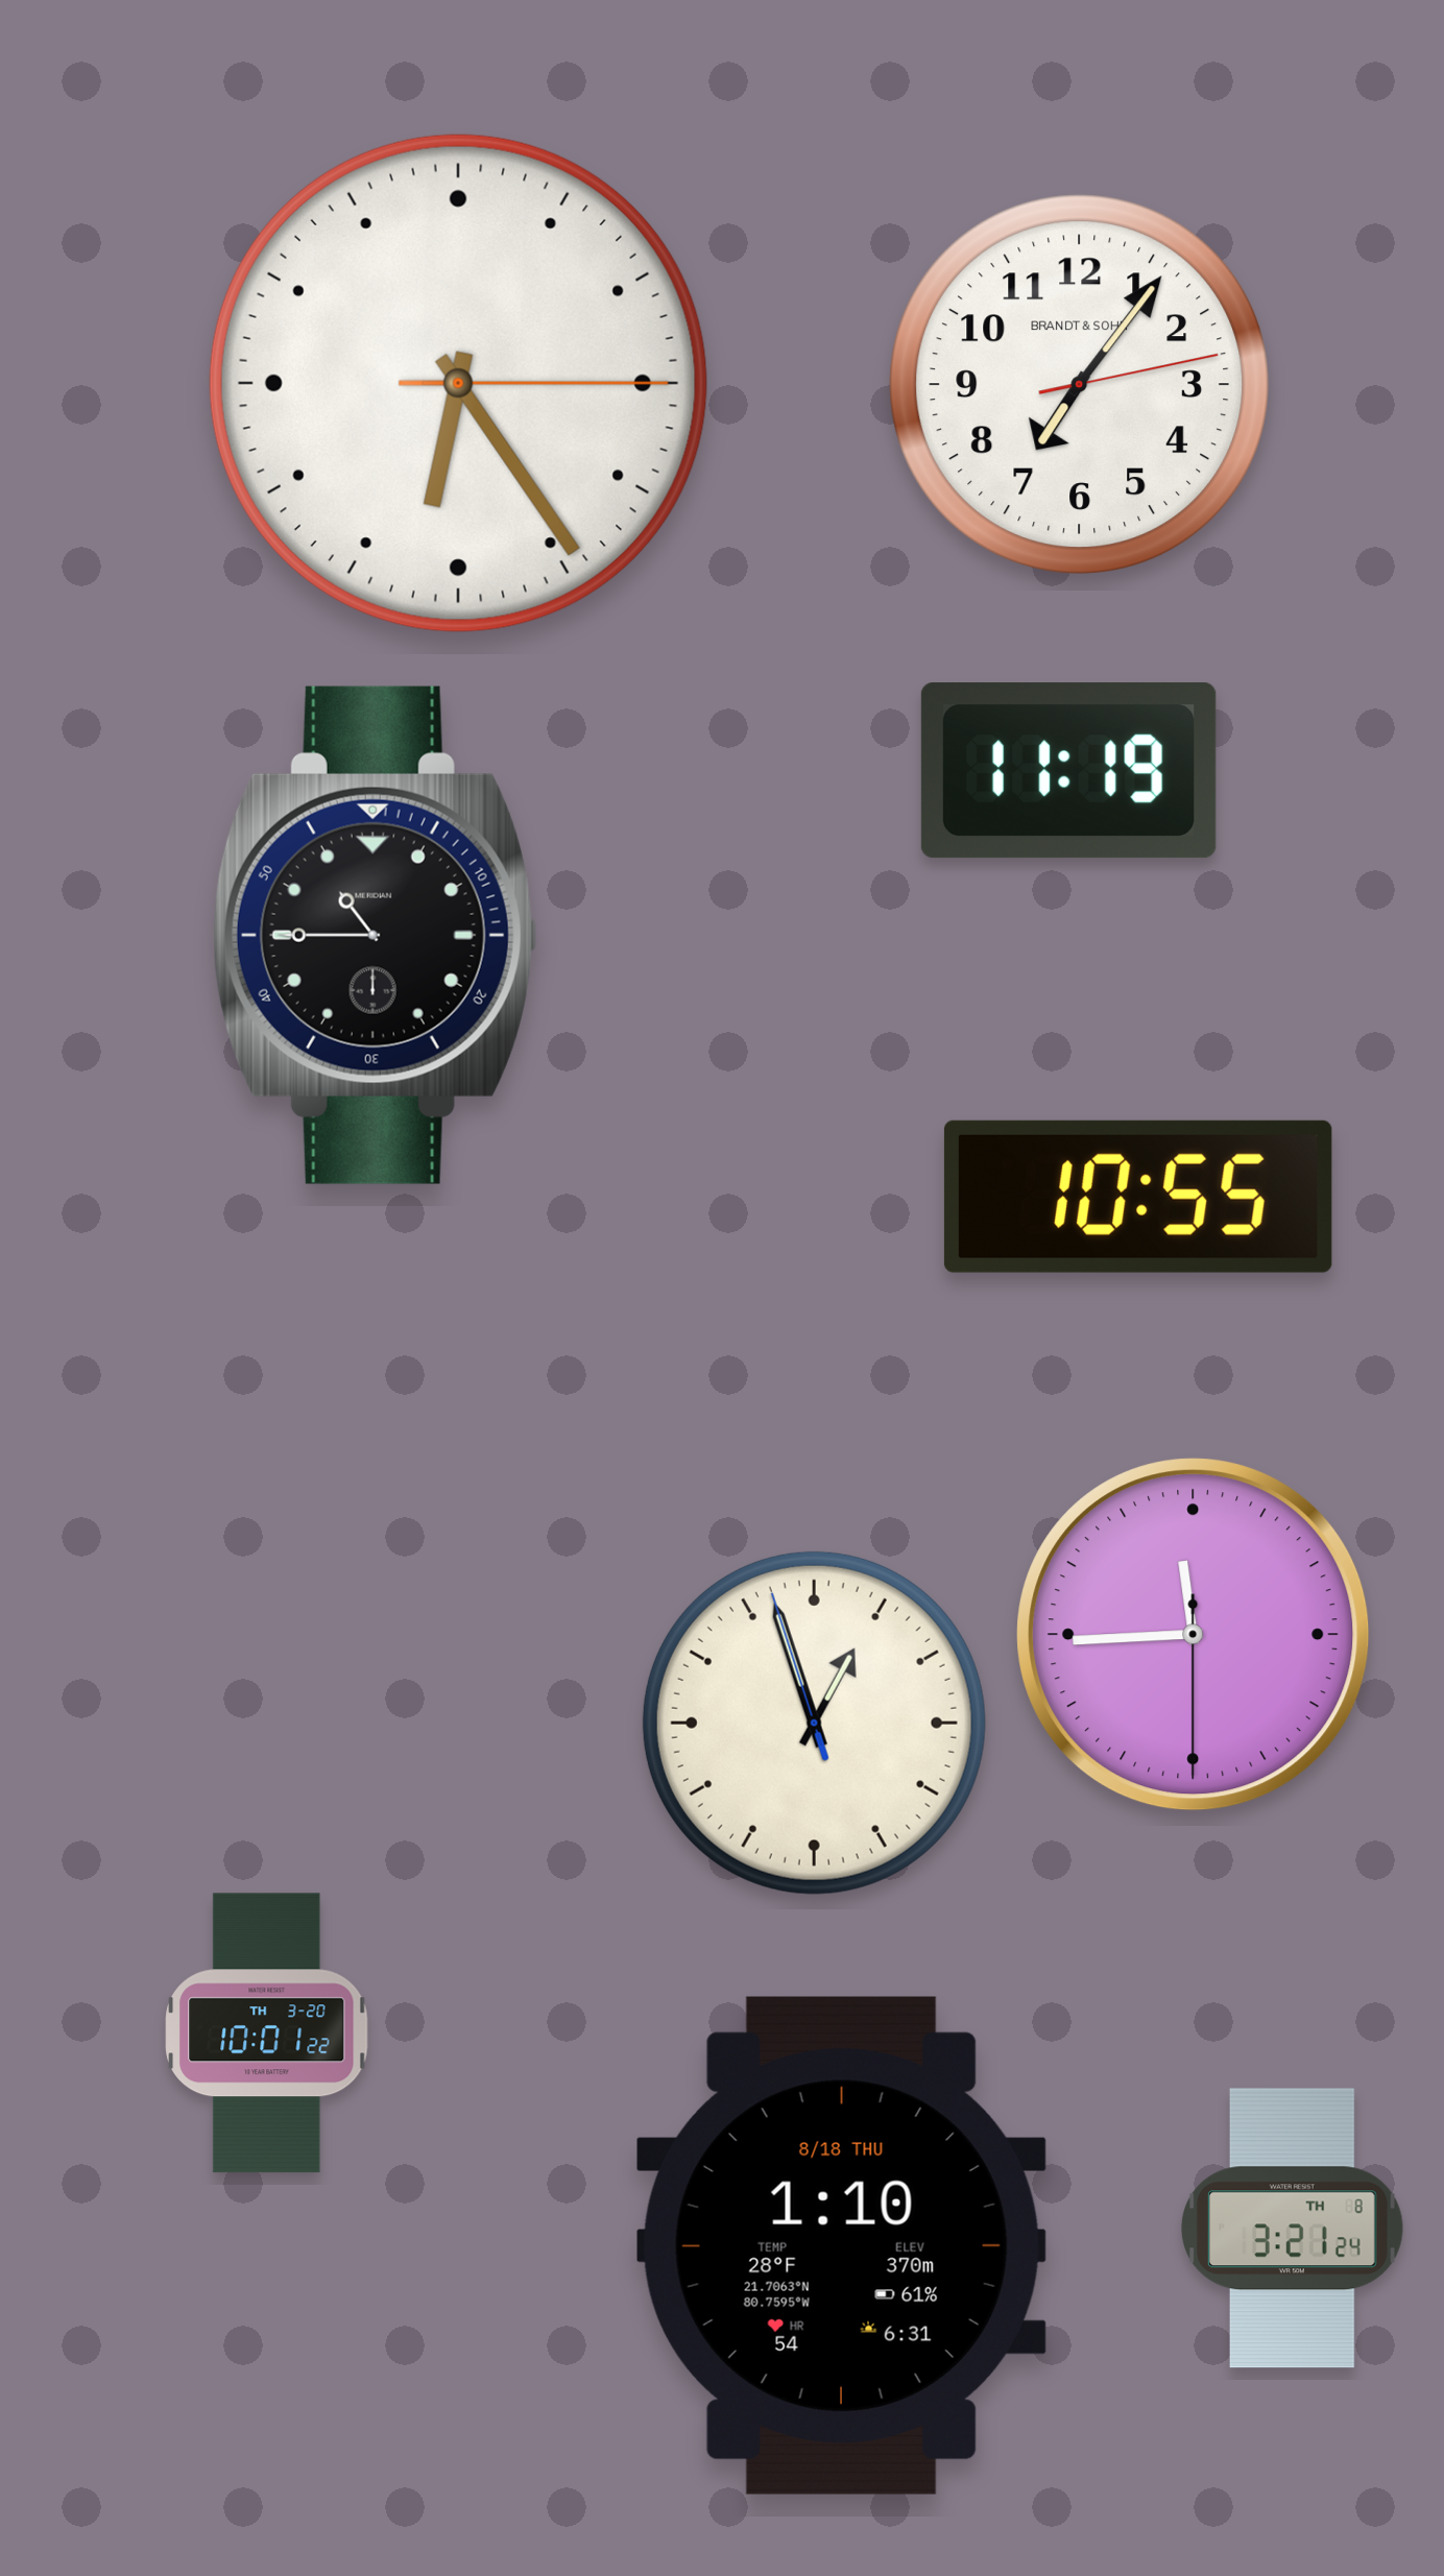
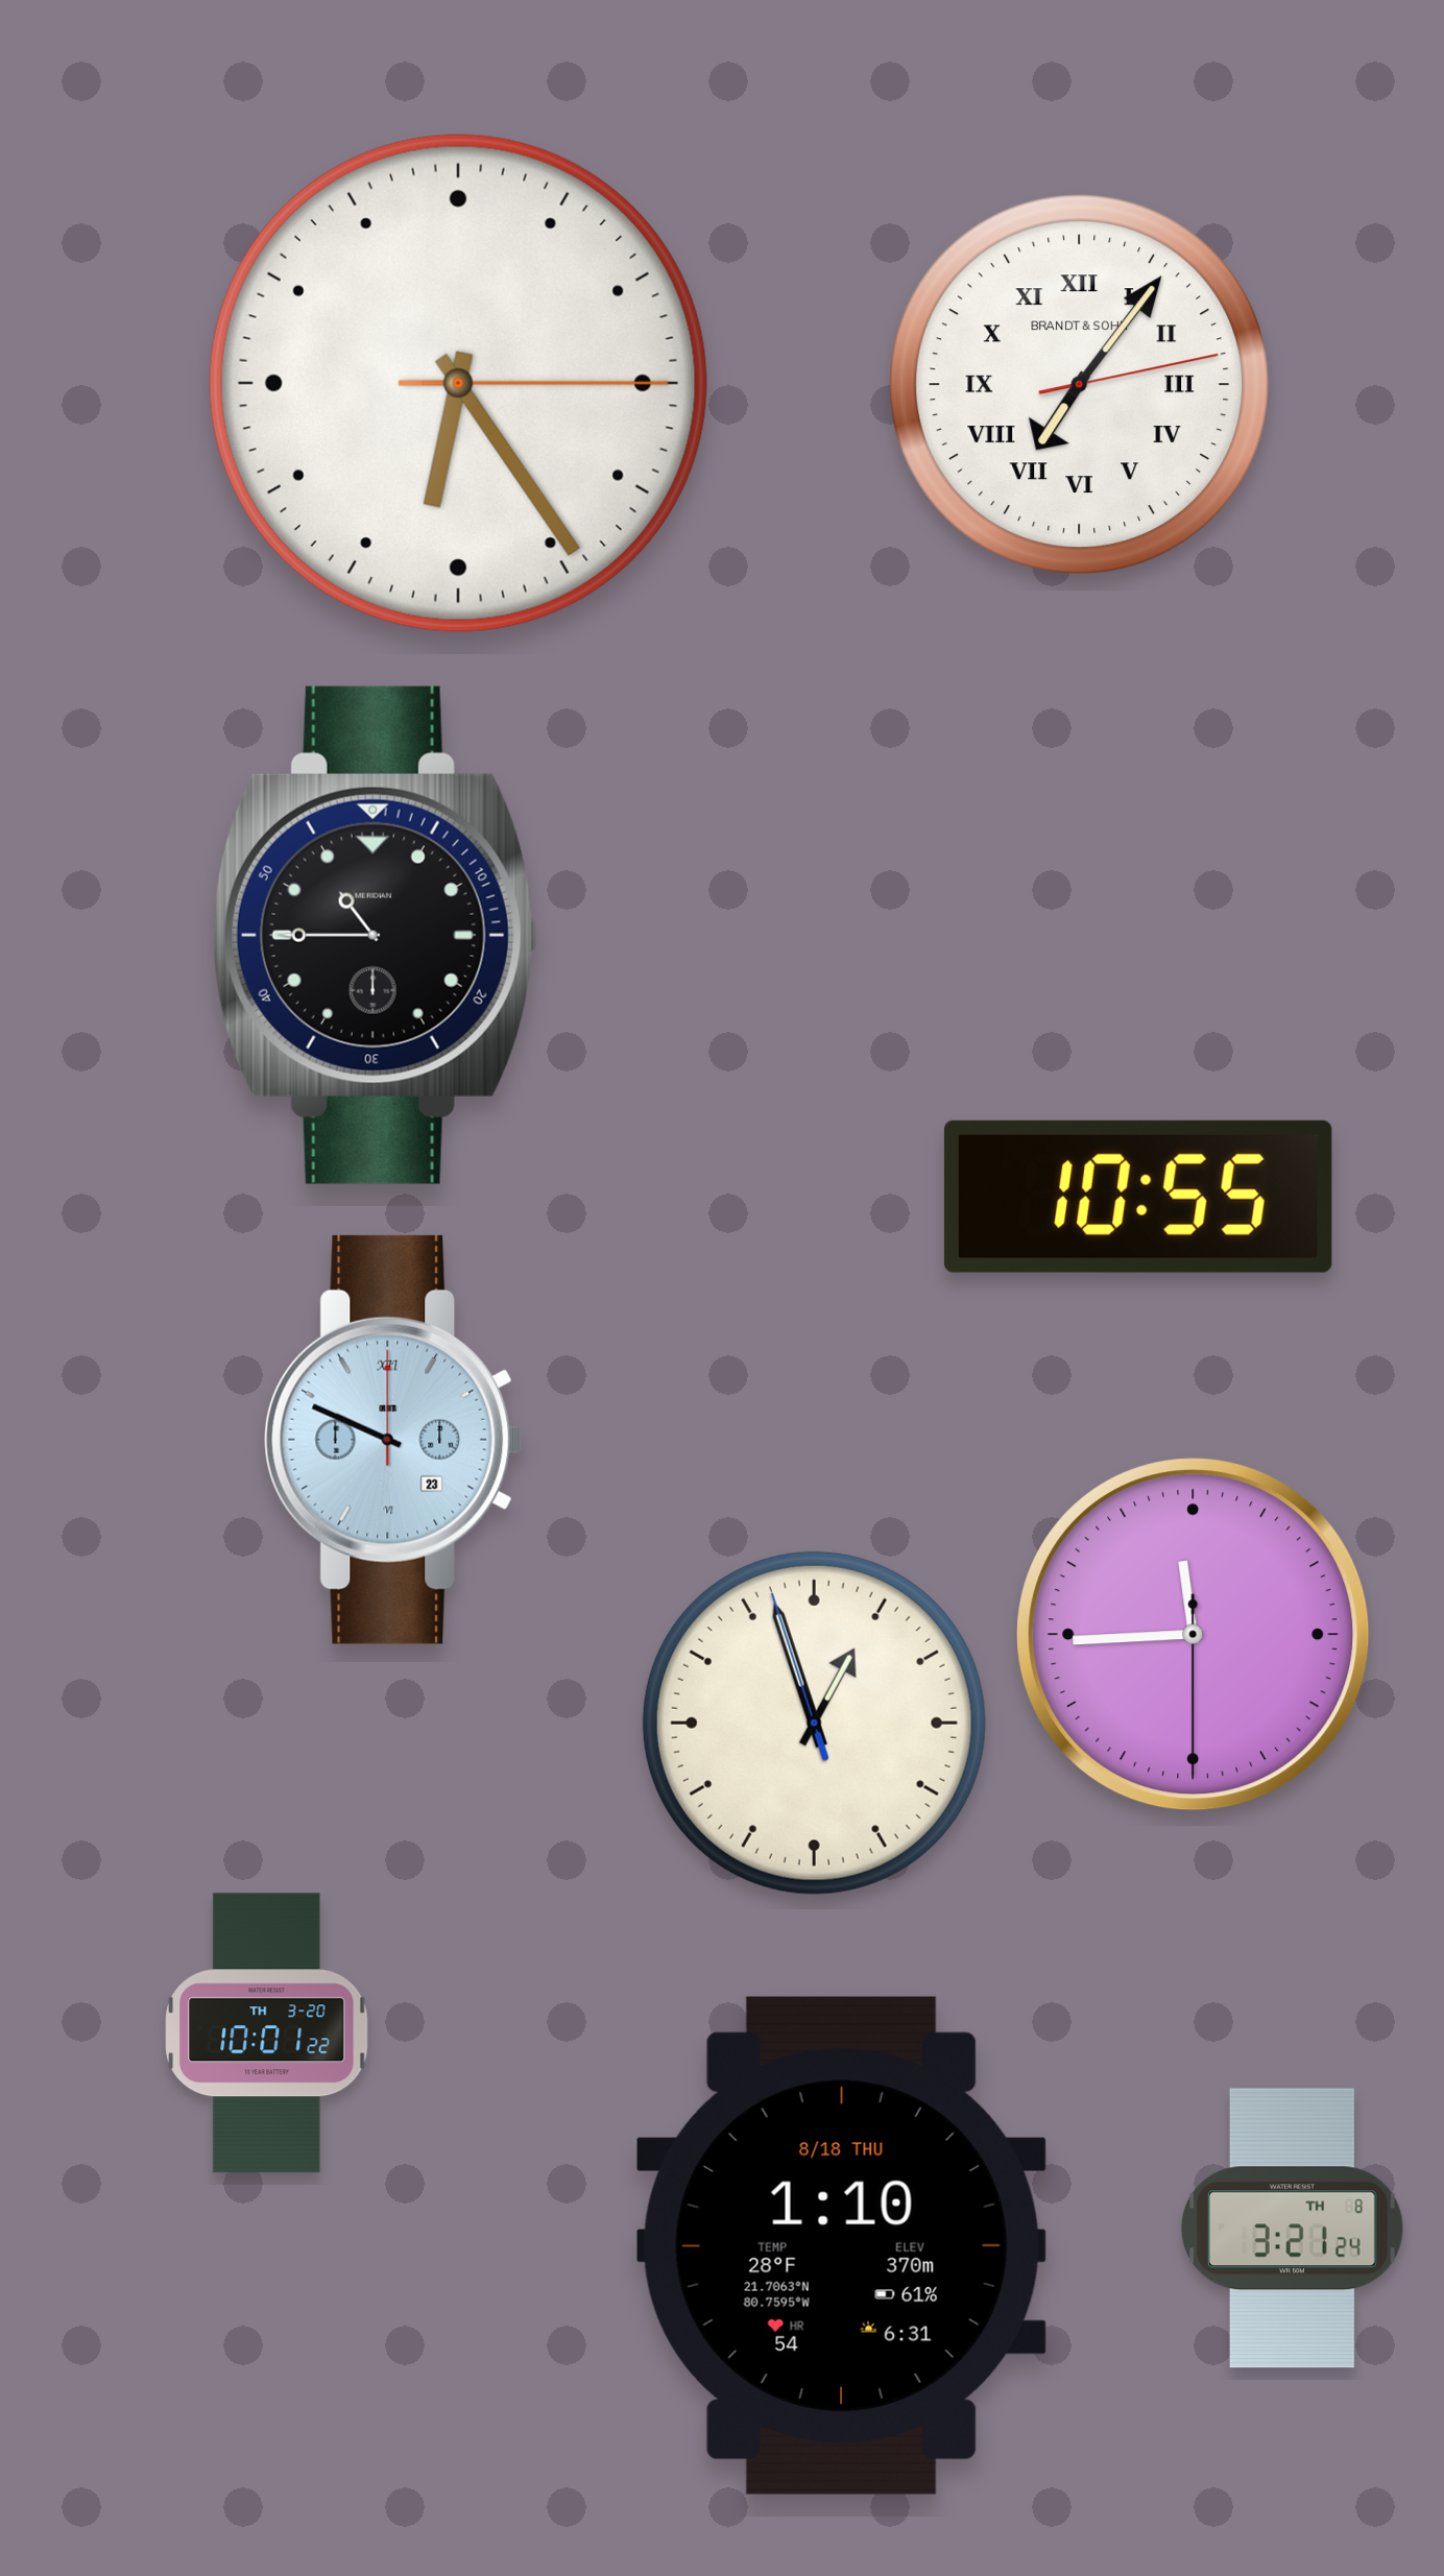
clock at (1080, 385) numerals: Arabic -> Roman
clock at (1068, 771): 11:19 -> none
clock at (393, 1440): none -> 9:49
